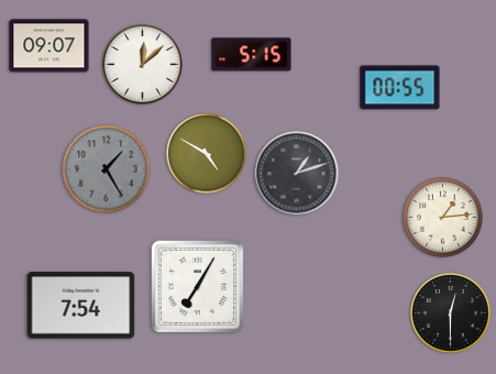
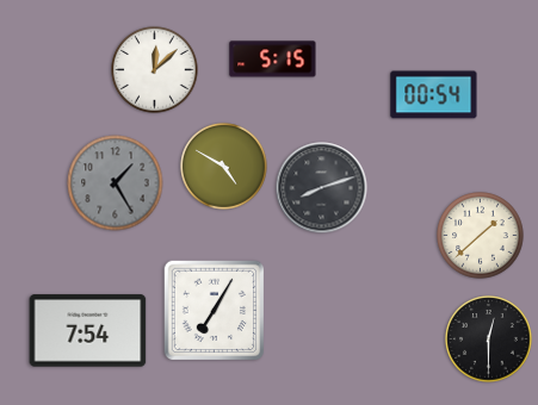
clock at (49, 46): 09:07 -> none
clock at (400, 88): 00:55 -> 00:54
clock at (297, 174): 1:12 -> 8:12
clock at (443, 218): 1:14 -> 1:38
